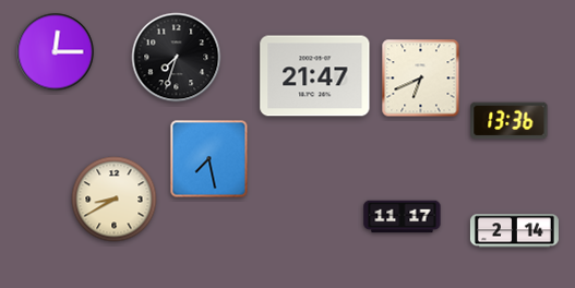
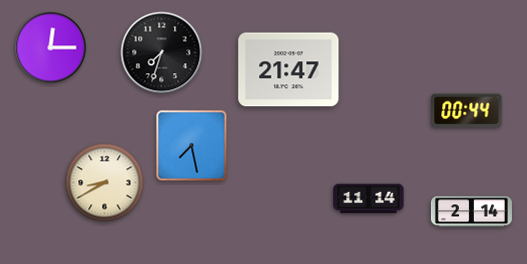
clock at (421, 79): 6:41 -> none
clock at (510, 121): 13:36 -> 00:44
clock at (403, 217): 11:17 -> 11:14
